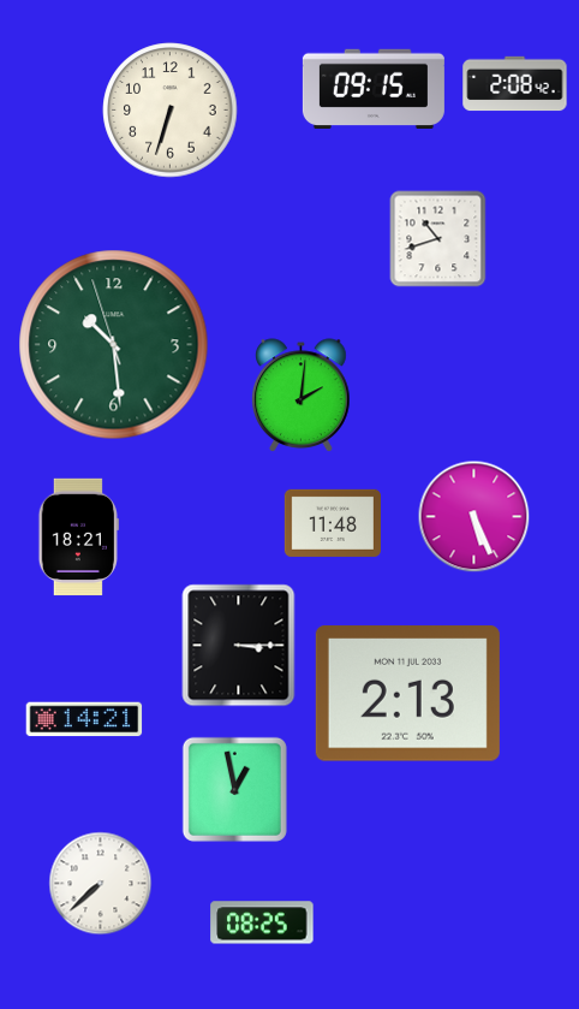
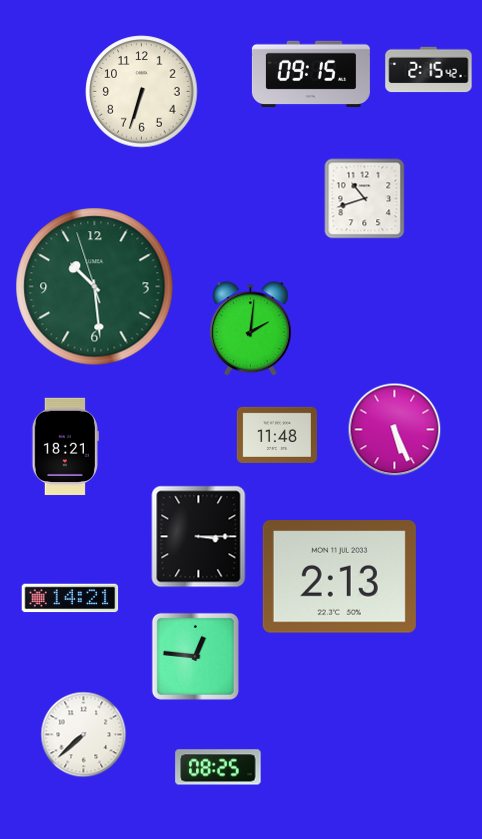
clock at (515, 84): 2:08 -> 2:15
clock at (234, 789): 12:58 -> 12:46
